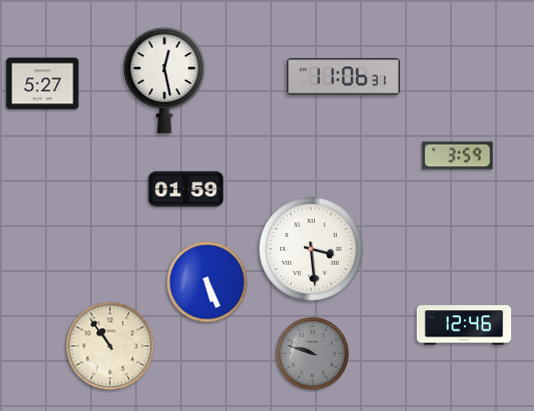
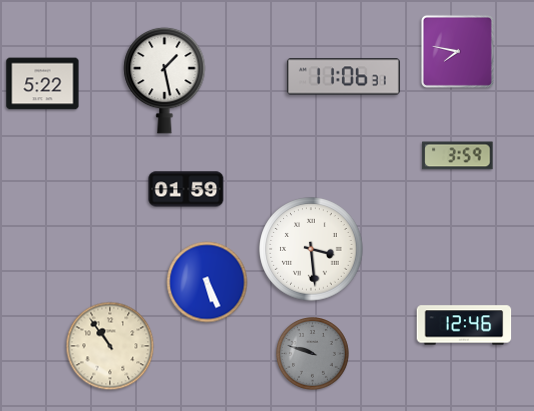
clock at (457, 51): none -> 7:47
clock at (165, 80): 12:28 -> 1:28
clock at (43, 84): 5:27 -> 5:22
